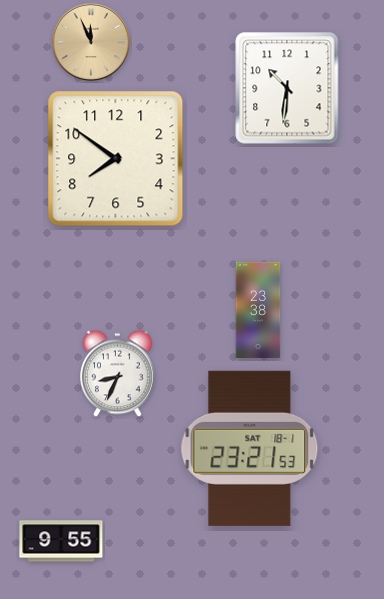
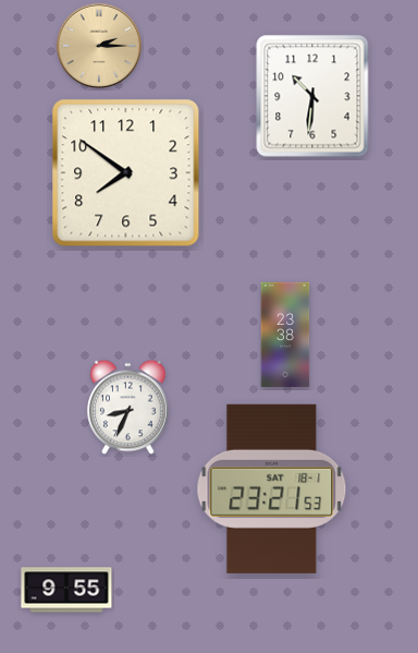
clock at (91, 42): 11:56 -> 2:15
clock at (258, 310) position: (258, 310) -> (285, 335)
